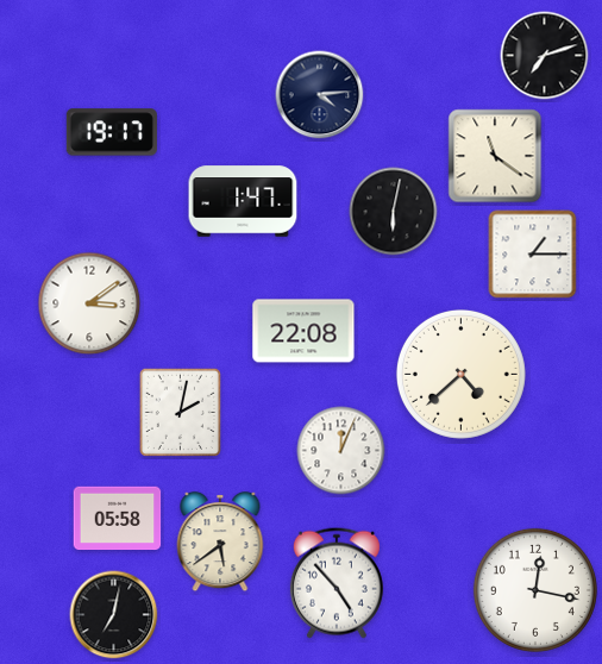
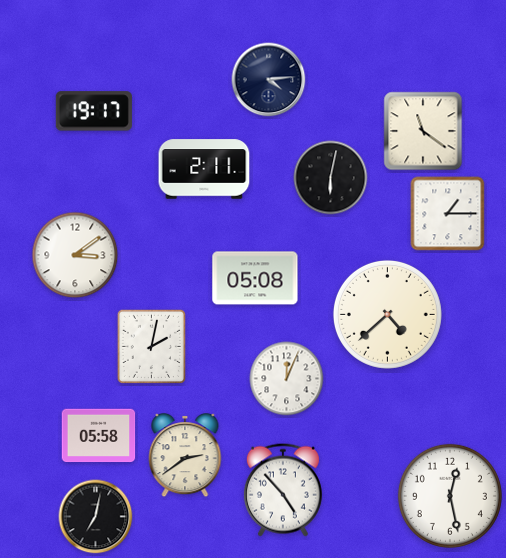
clock at (545, 56): 7:12 -> none
clock at (495, 156) position: (495, 156) -> (423, 131)
clock at (243, 201): 1:47 -> 2:11
clock at (303, 331): 22:08 -> 05:08
clock at (220, 543): 5:39 -> 2:39
clock at (535, 590): 12:17 -> 12:28
